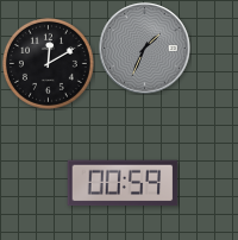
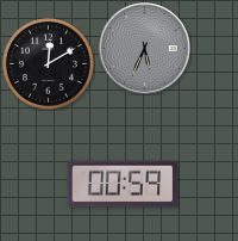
clock at (145, 49): 1:34 -> 5:34
